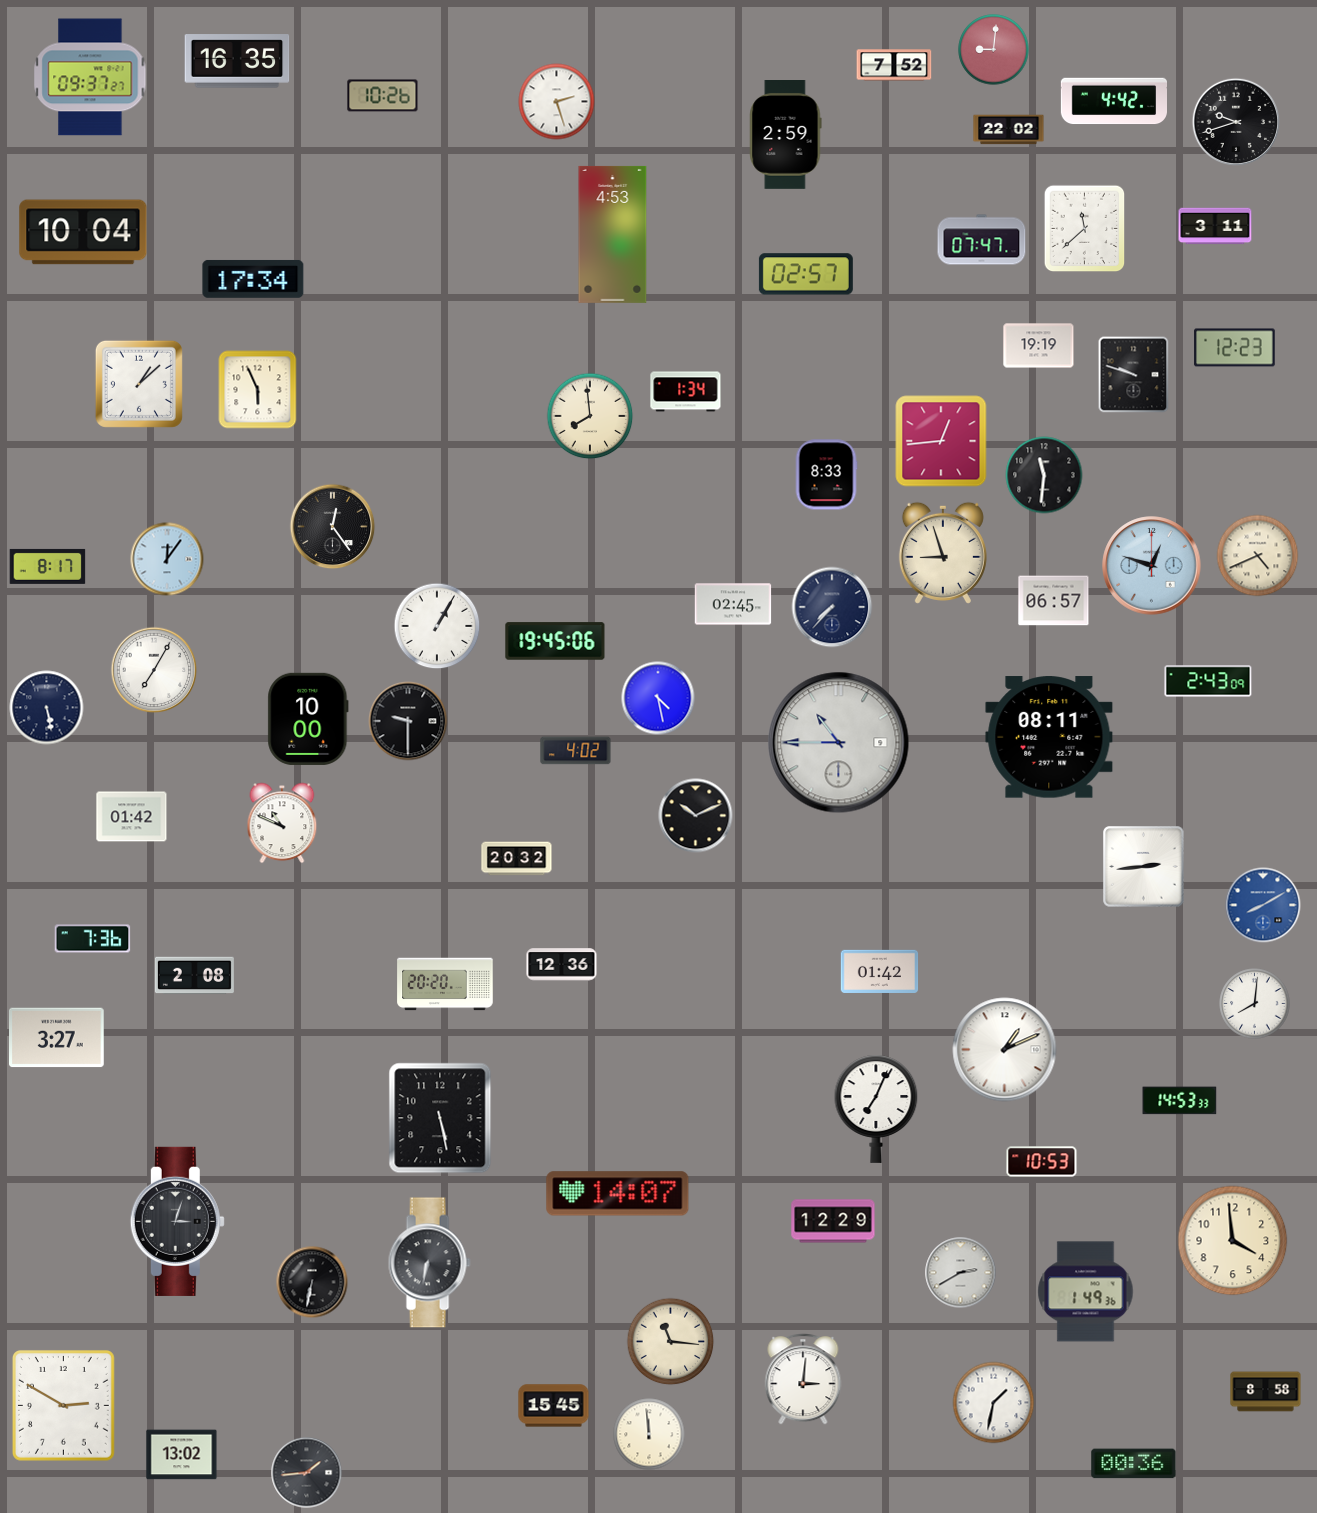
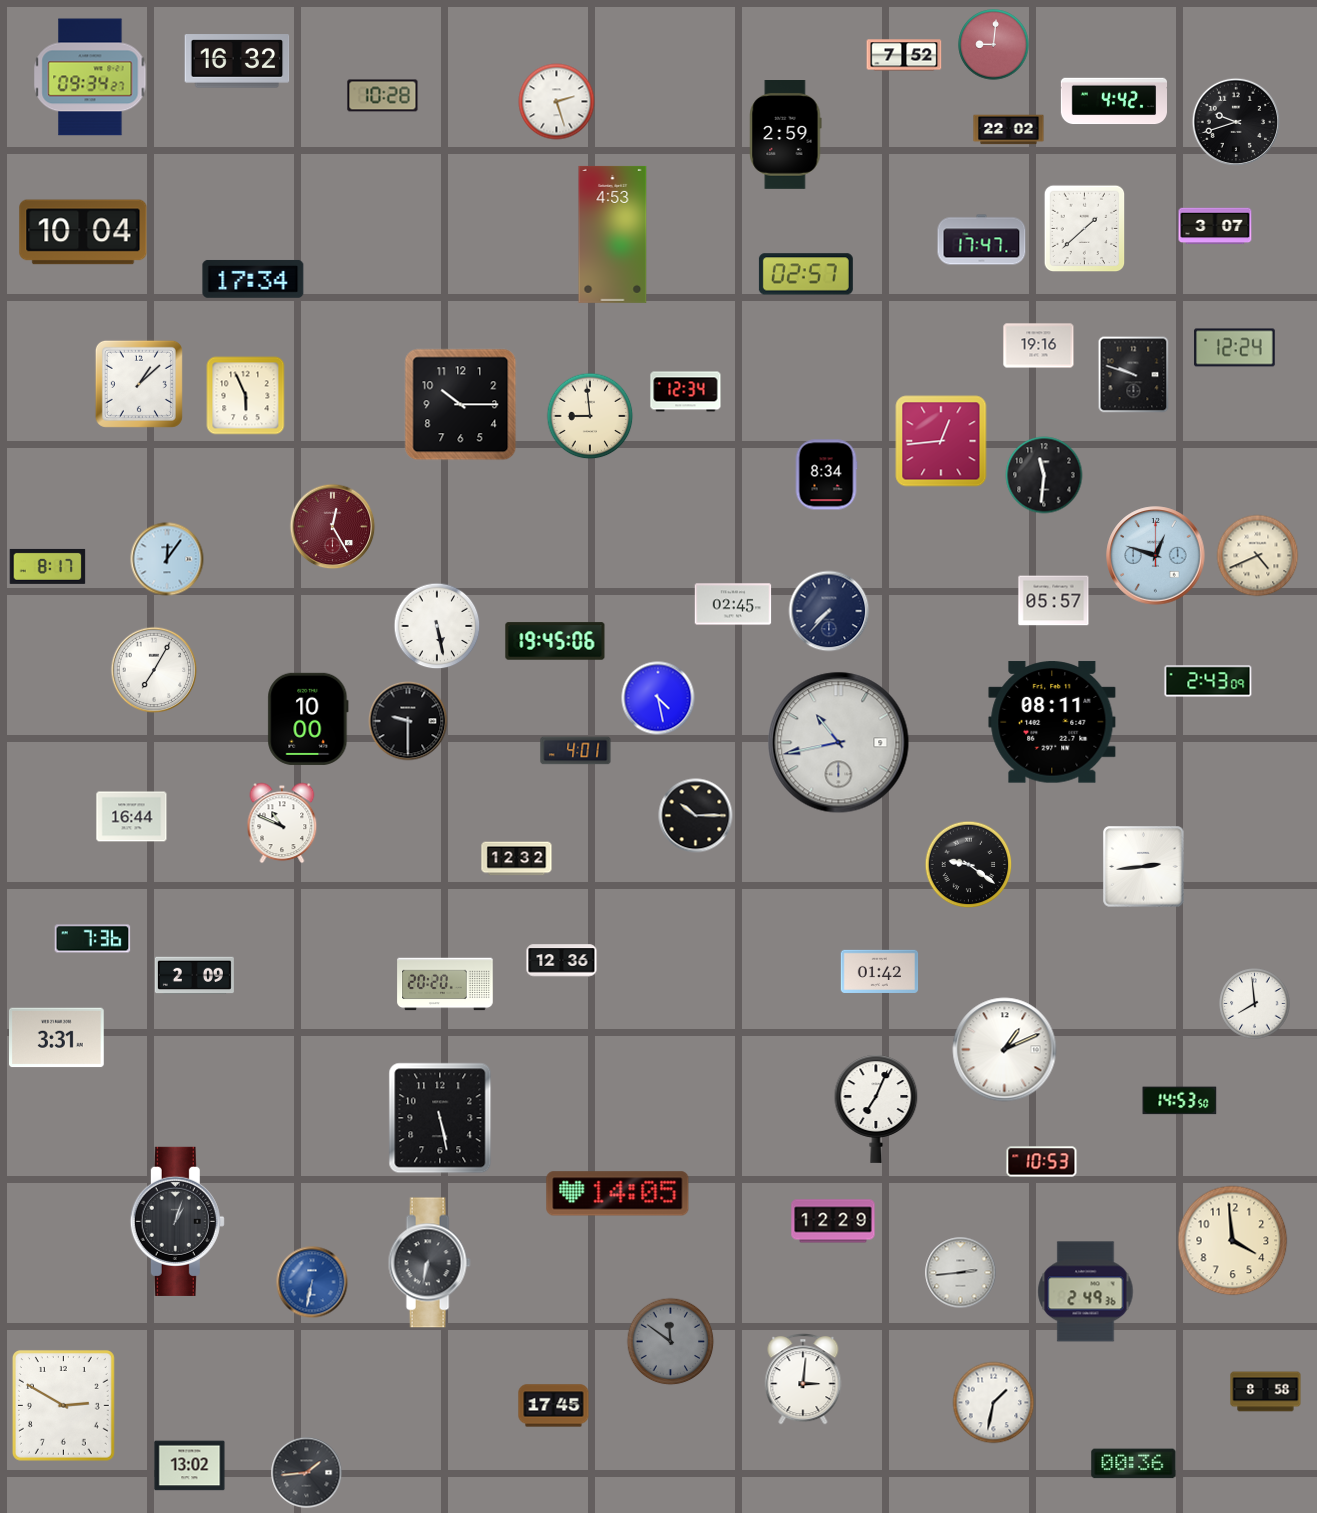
clock at (994, 50) position: (994, 50) -> (994, 45)
clock at (237, 61): 16:35 -> 16:32
clock at (894, 65) position: (894, 65) -> (904, 55)
clock at (90, 77): 09:37 -> 09:34
clock at (383, 96): 10:26 -> 10:28
clock at (1215, 226): 3:11 -> 3:07
clock at (1085, 229): 11:38 -> 1:38
clock at (982, 240): 07:47 -> 17:47
clock at (1039, 346): 19:19 -> 19:16
clock at (1235, 348): 12:23 -> 12:24
clock at (258, 390) position: (258, 390) -> (246, 396)
clock at (686, 392): 1:34 -> 12:34
clock at (461, 405): none -> 10:15
clock at (590, 416): 7:59 -> 8:59
clock at (826, 475): 8:33 -> 8:34
clock at (333, 527): 12:24 -> 12:25
clock at (333, 527) dial: black -> burgundy
clock at (943, 553): 8:57 -> none
clock at (1152, 566) position: (1152, 566) -> (1156, 556)
clock at (1054, 601): 06:57 -> 05:57
clock at (832, 607) position: (832, 607) -> (829, 611)
clock at (437, 626): 1:05 -> 5:28
clock at (47, 708): 5:28 -> none
clock at (1049, 737) position: (1049, 737) -> (1052, 722)
clock at (839, 743): 10:45 -> 10:43
clock at (576, 751): 4:02 -> 4:01
clock at (696, 816): 10:11 -> 10:15
clock at (132, 817): 01:42 -> 16:44
clock at (517, 859): 20:32 -> 12:32
clock at (969, 865): none -> 9:21
clock at (1263, 905): 8:10 -> none
clock at (562, 965) position: (562, 965) -> (562, 961)
clock at (194, 976): 2:08 -> 2:09
clock at (1255, 1004): 8:01 -> 7:59
clock at (57, 1038): 3:27 -> 3:31
clock at (1180, 1101): 14:53:33 -> 14:53:50
clock at (618, 1194): 14:07 -> 14:05
clock at (177, 1221): 3:03 -> 1:03
clock at (961, 1273): 2:40 -> 2:44
clock at (312, 1282) dial: black -> blue
clock at (1086, 1292): 1:49 -> 2:49
clock at (671, 1342): 11:16 -> 11:51
clock at (671, 1342) dial: cream -> grey
clock at (554, 1406): 15:45 -> 17:45
clock at (649, 1434): 11:59 -> none
clock at (182, 1455) position: (182, 1455) -> (190, 1466)
